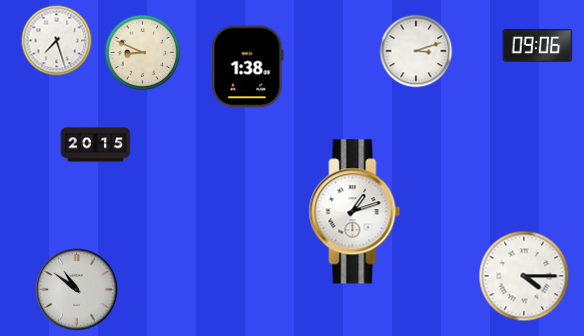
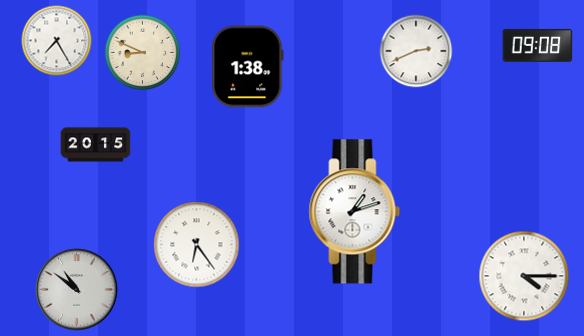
clock at (57, 41): 7:27 -> 7:25
clock at (538, 45): 09:06 -> 09:08
clock at (416, 51): 3:12 -> 2:41
clock at (197, 245): none -> 6:24
